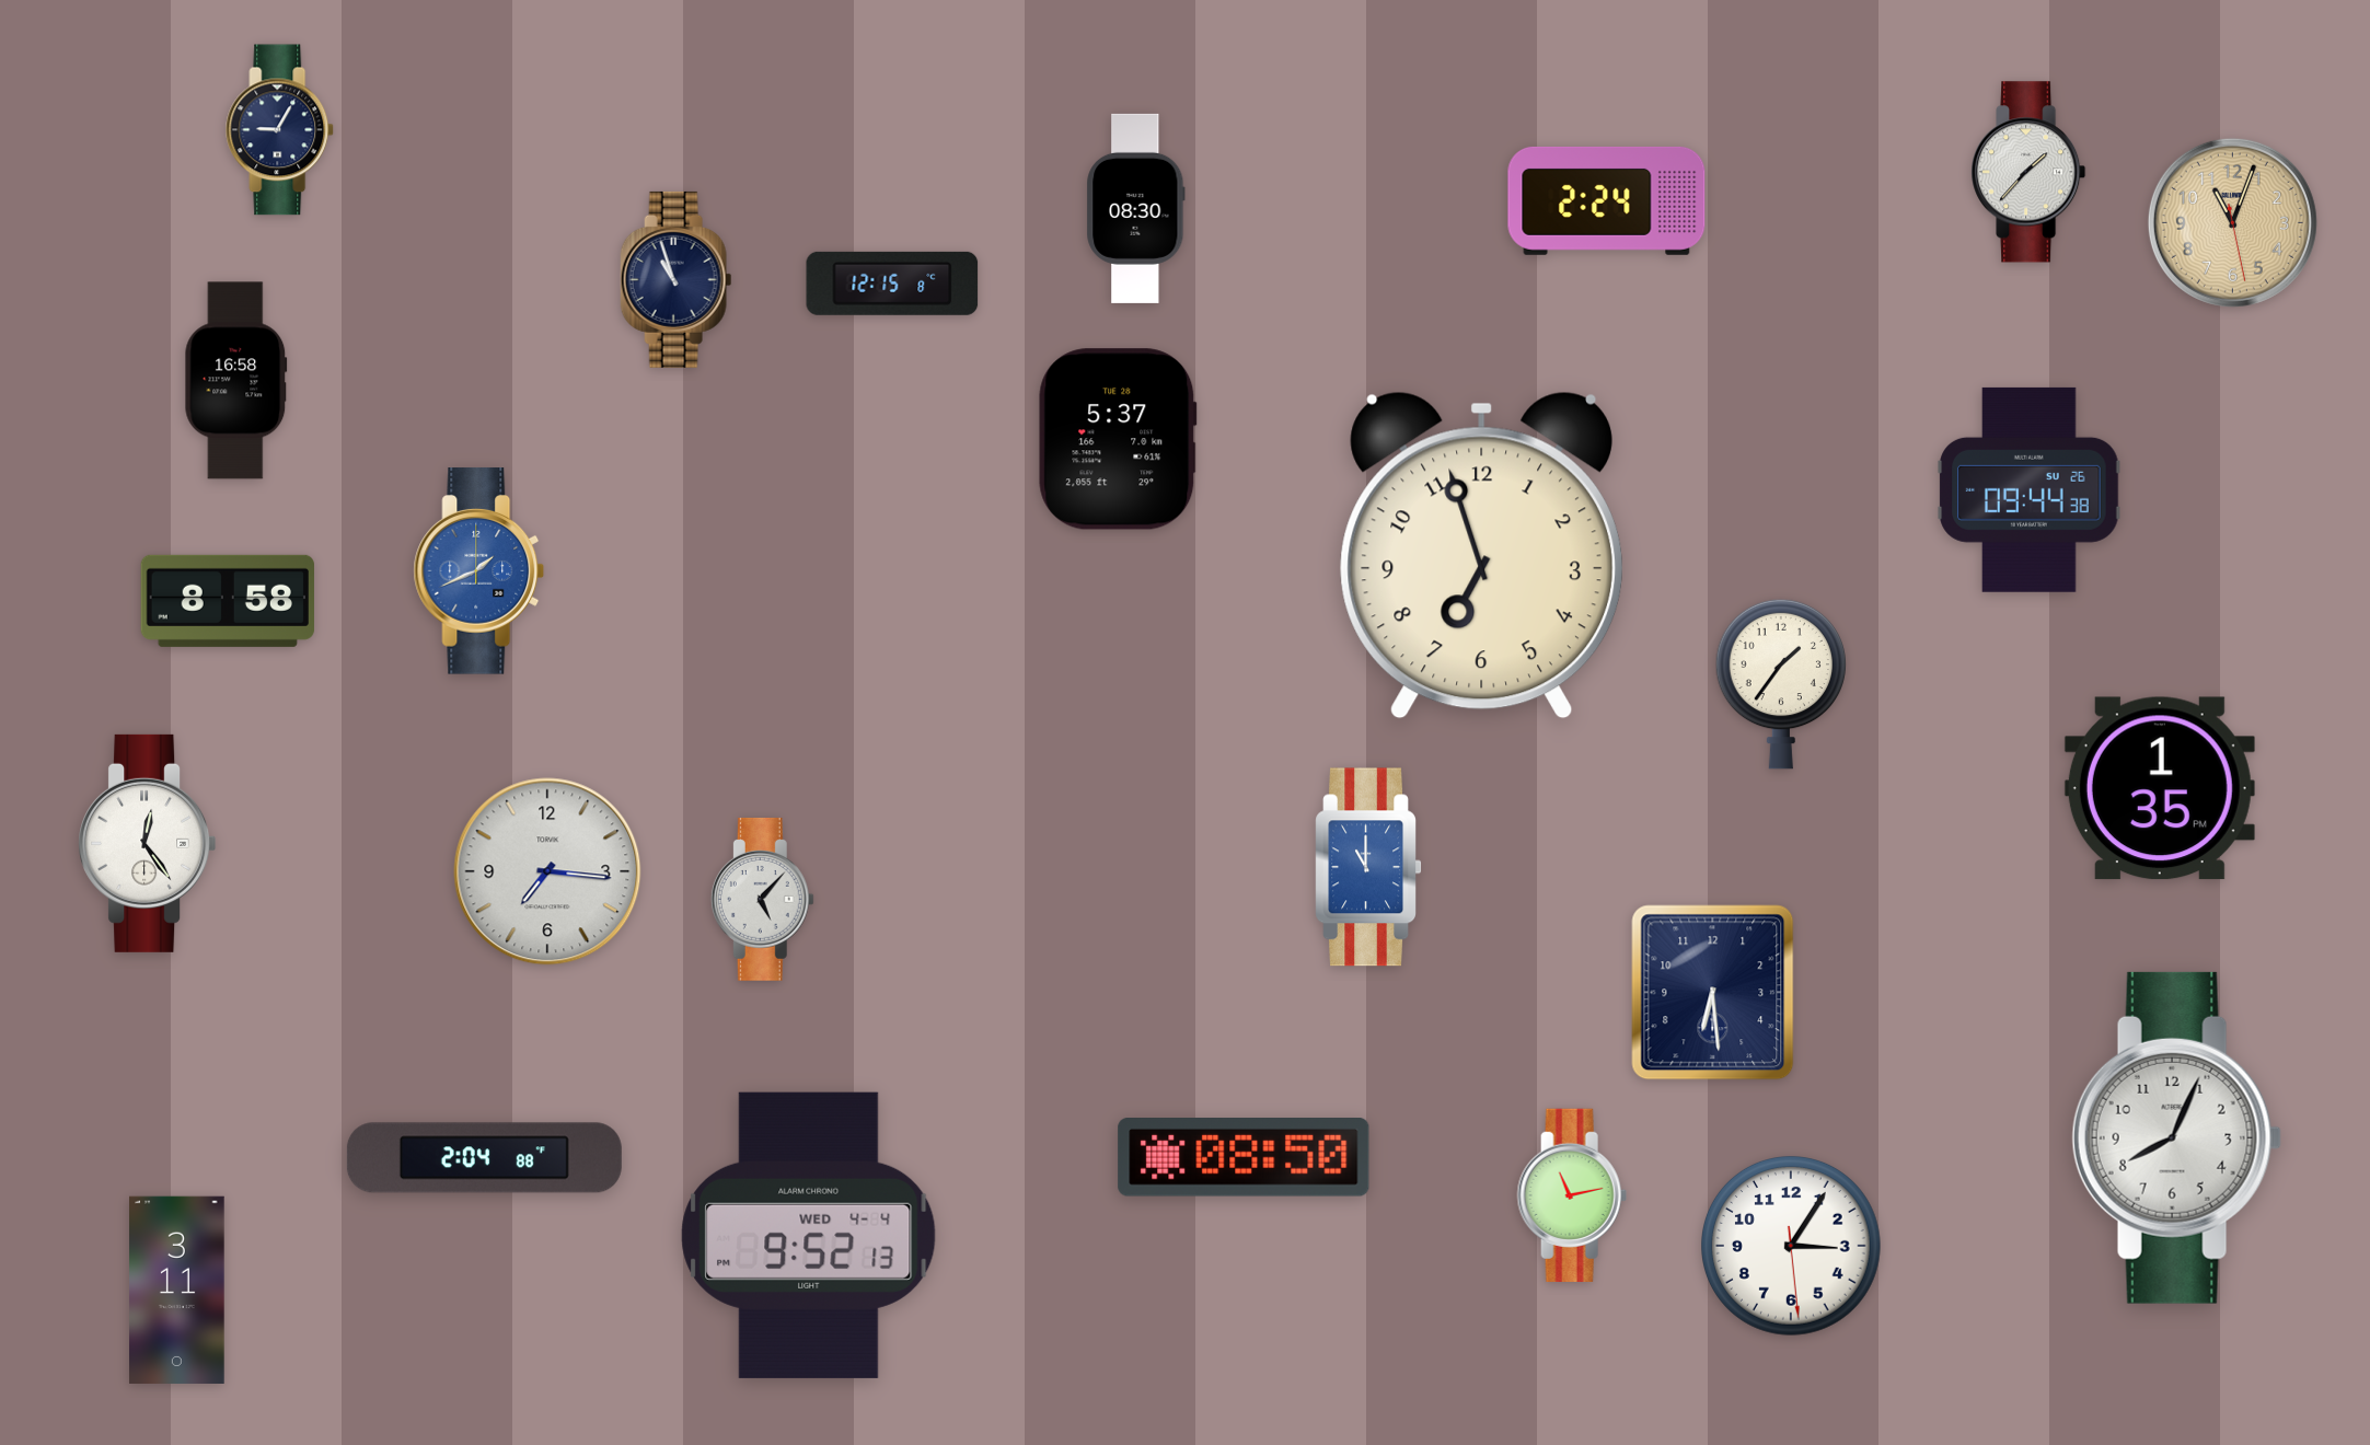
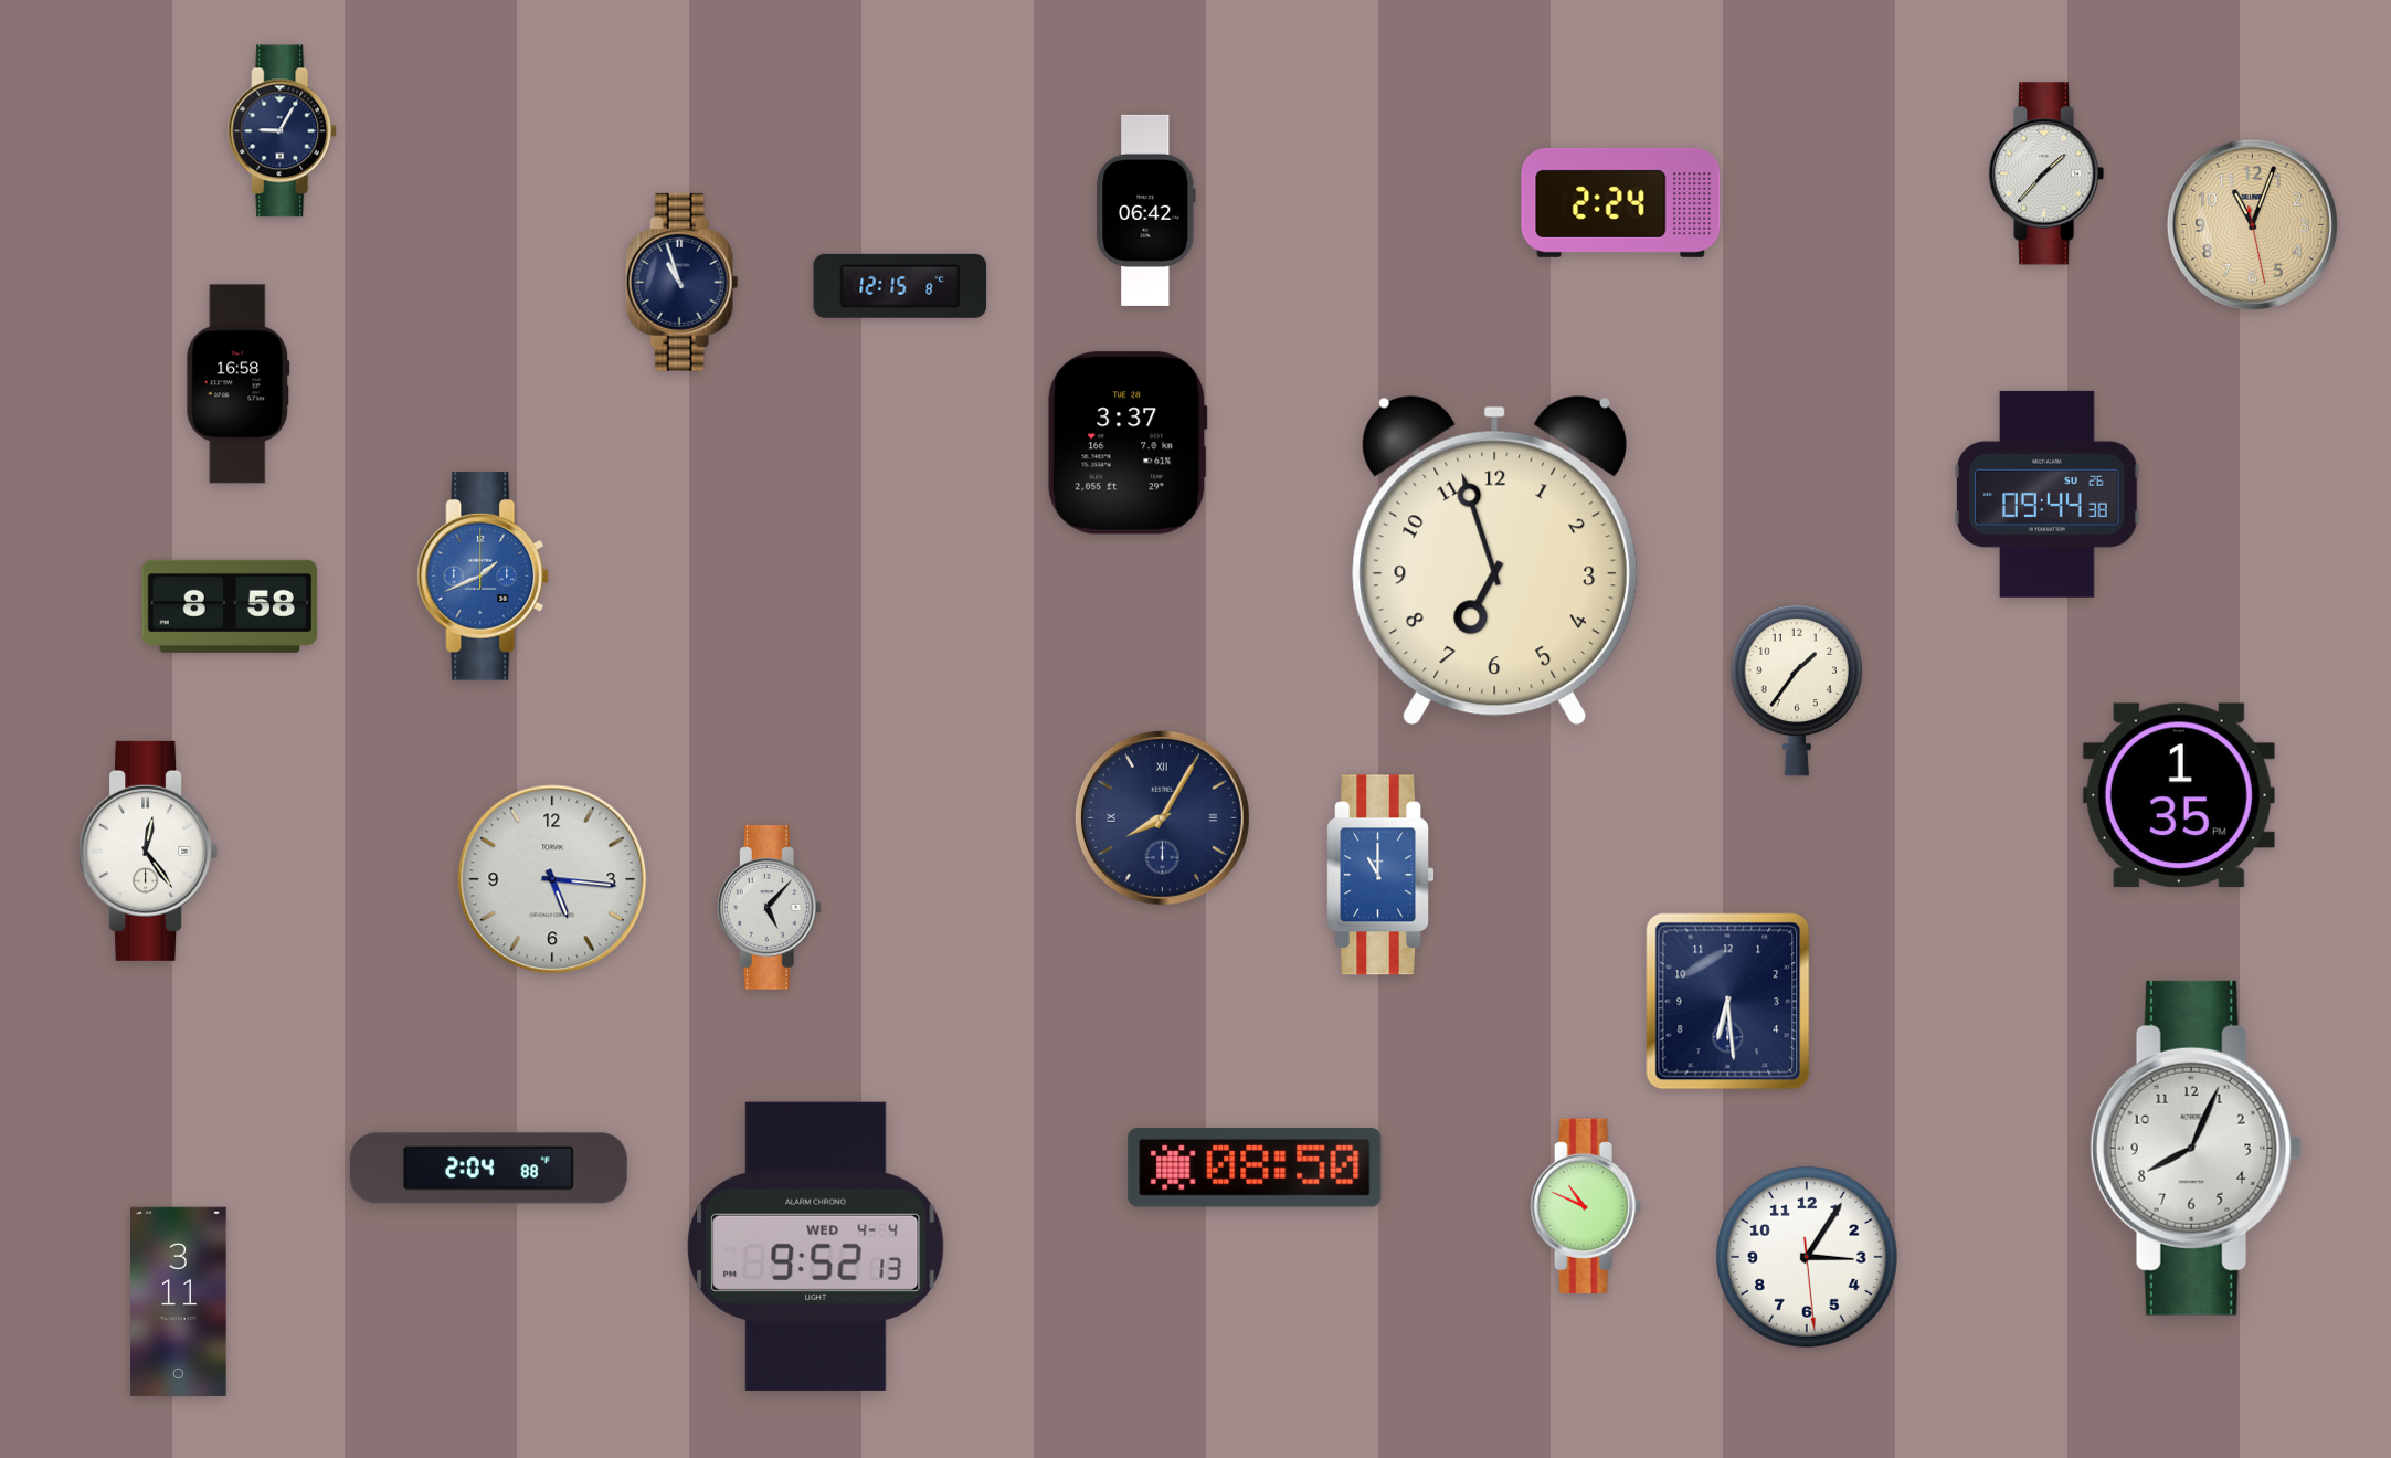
clock at (1136, 208): 08:30 -> 06:42
clock at (1118, 439): 5:37 -> 3:37
clock at (1162, 817): none -> 8:05
clock at (547, 871): 7:16 -> 5:16
clock at (1572, 1194): 11:13 -> 10:49
